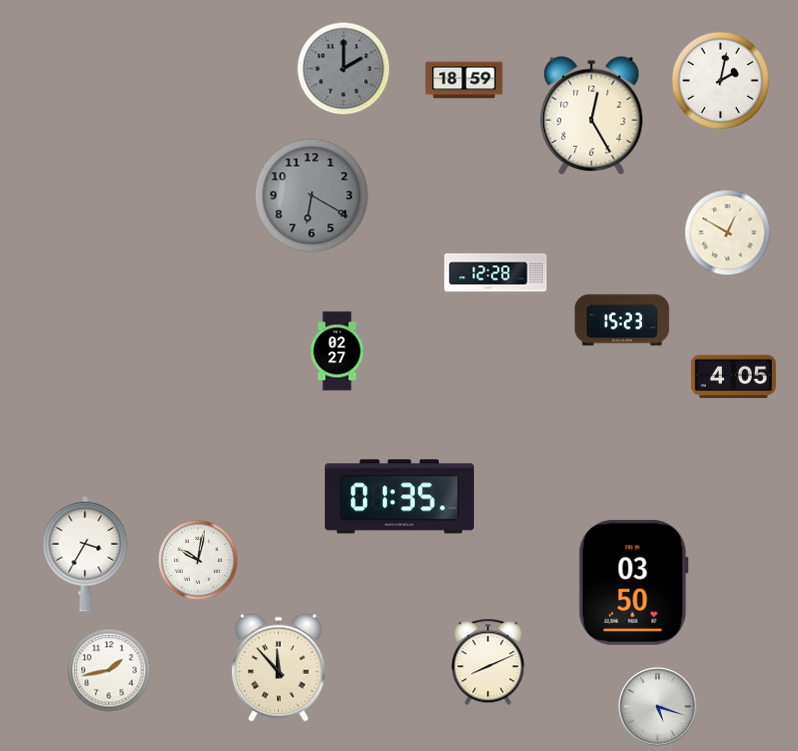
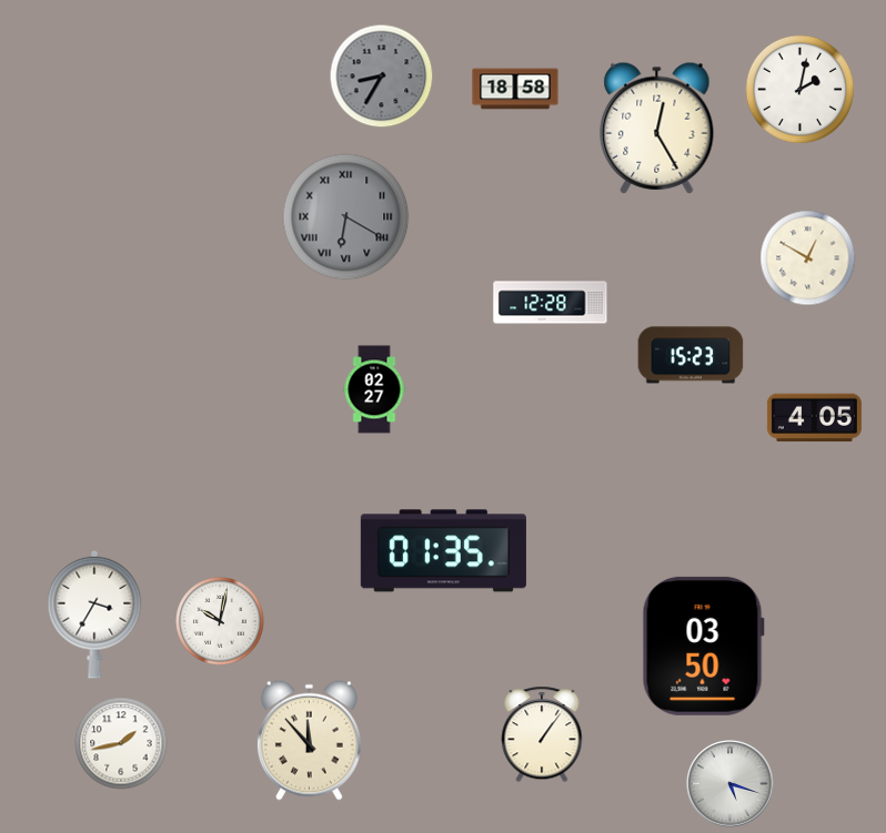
clock at (344, 69): 2:00 -> 8:35
clock at (464, 80): 18:59 -> 18:58
clock at (312, 196) numerals: Arabic -> Roman
clock at (488, 662): 8:11 -> 1:06
